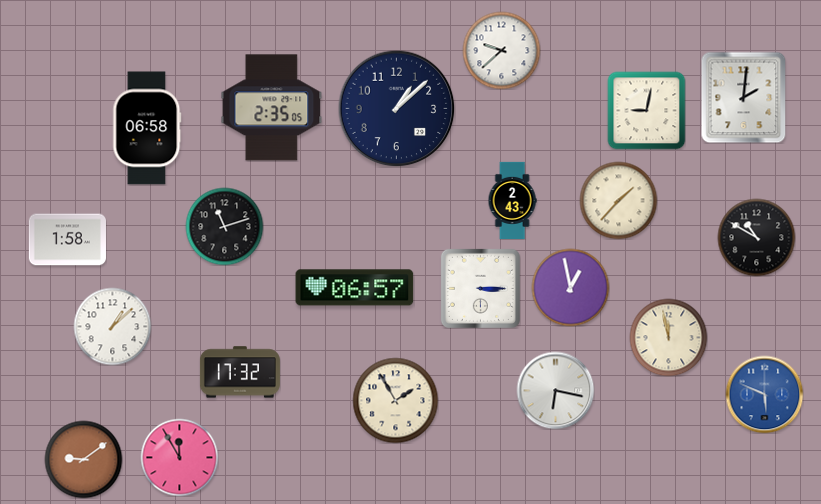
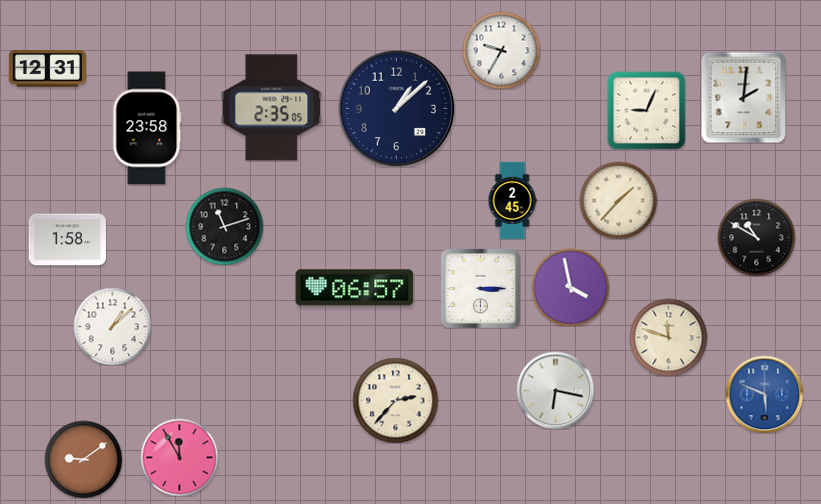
clock at (501, 50): 9:38 -> 9:35
clock at (47, 69): none -> 12:31
clock at (646, 110): 9:02 -> 9:04
clock at (147, 128): 06:58 -> 23:58
clock at (512, 200): 2:43 -> 2:45
clock at (570, 287): 12:58 -> 3:58
clock at (668, 337): 11:58 -> 11:48
clock at (240, 372): 17:32 -> none
clock at (395, 400): 1:55 -> 2:37
